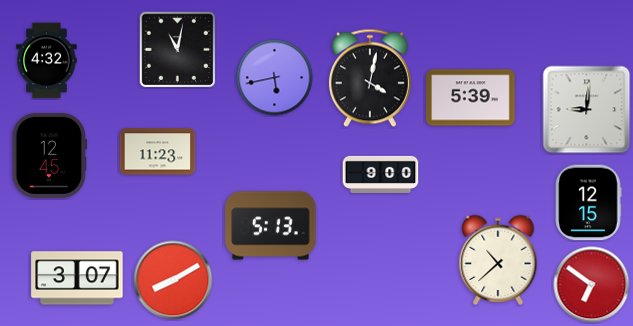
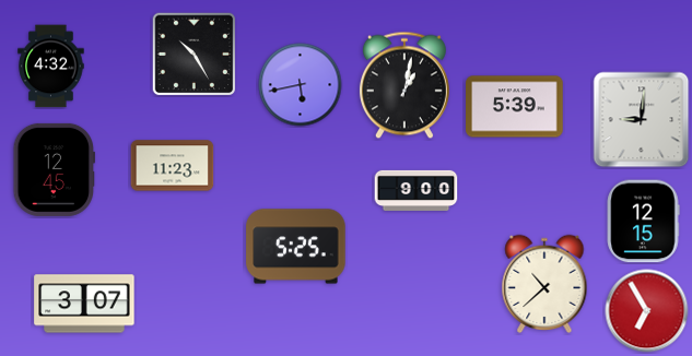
clock at (177, 49): 11:02 -> 10:25
clock at (370, 78): 4:02 -> 1:02
clock at (271, 226): 5:13 -> 5:25
clock at (173, 280): 8:10 -> none
clock at (592, 285): 6:51 -> 6:55
